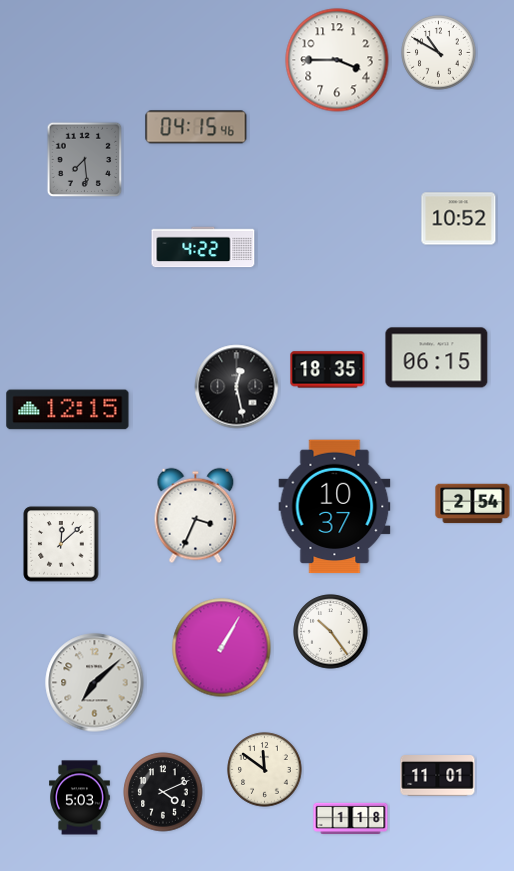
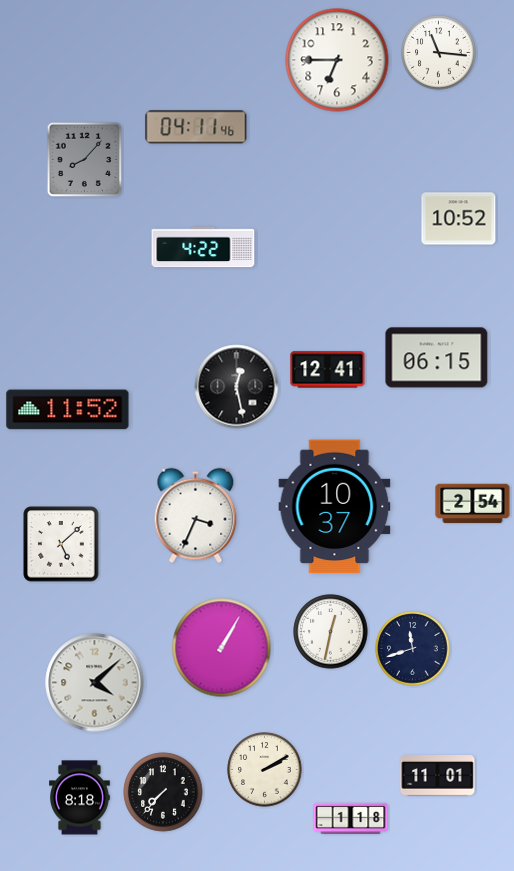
clock at (439, 53): 10:50 -> 11:16
clock at (337, 60): 3:45 -> 6:45
clock at (196, 127): 04:15 -> 04:11
clock at (85, 160): 7:29 -> 8:07
clock at (328, 370): 18:35 -> 12:41
clock at (68, 410): 12:15 -> 11:52
clock at (61, 544): 12:08 -> 5:08
clock at (331, 632): 10:24 -> 12:32
clock at (413, 649): none -> 11:42
clock at (95, 683): 7:08 -> 4:08
clock at (265, 770): 11:51 -> 2:10
clock at (163, 792): 4:11 -> 7:37
clock at (80, 798): 5:03 -> 8:18
